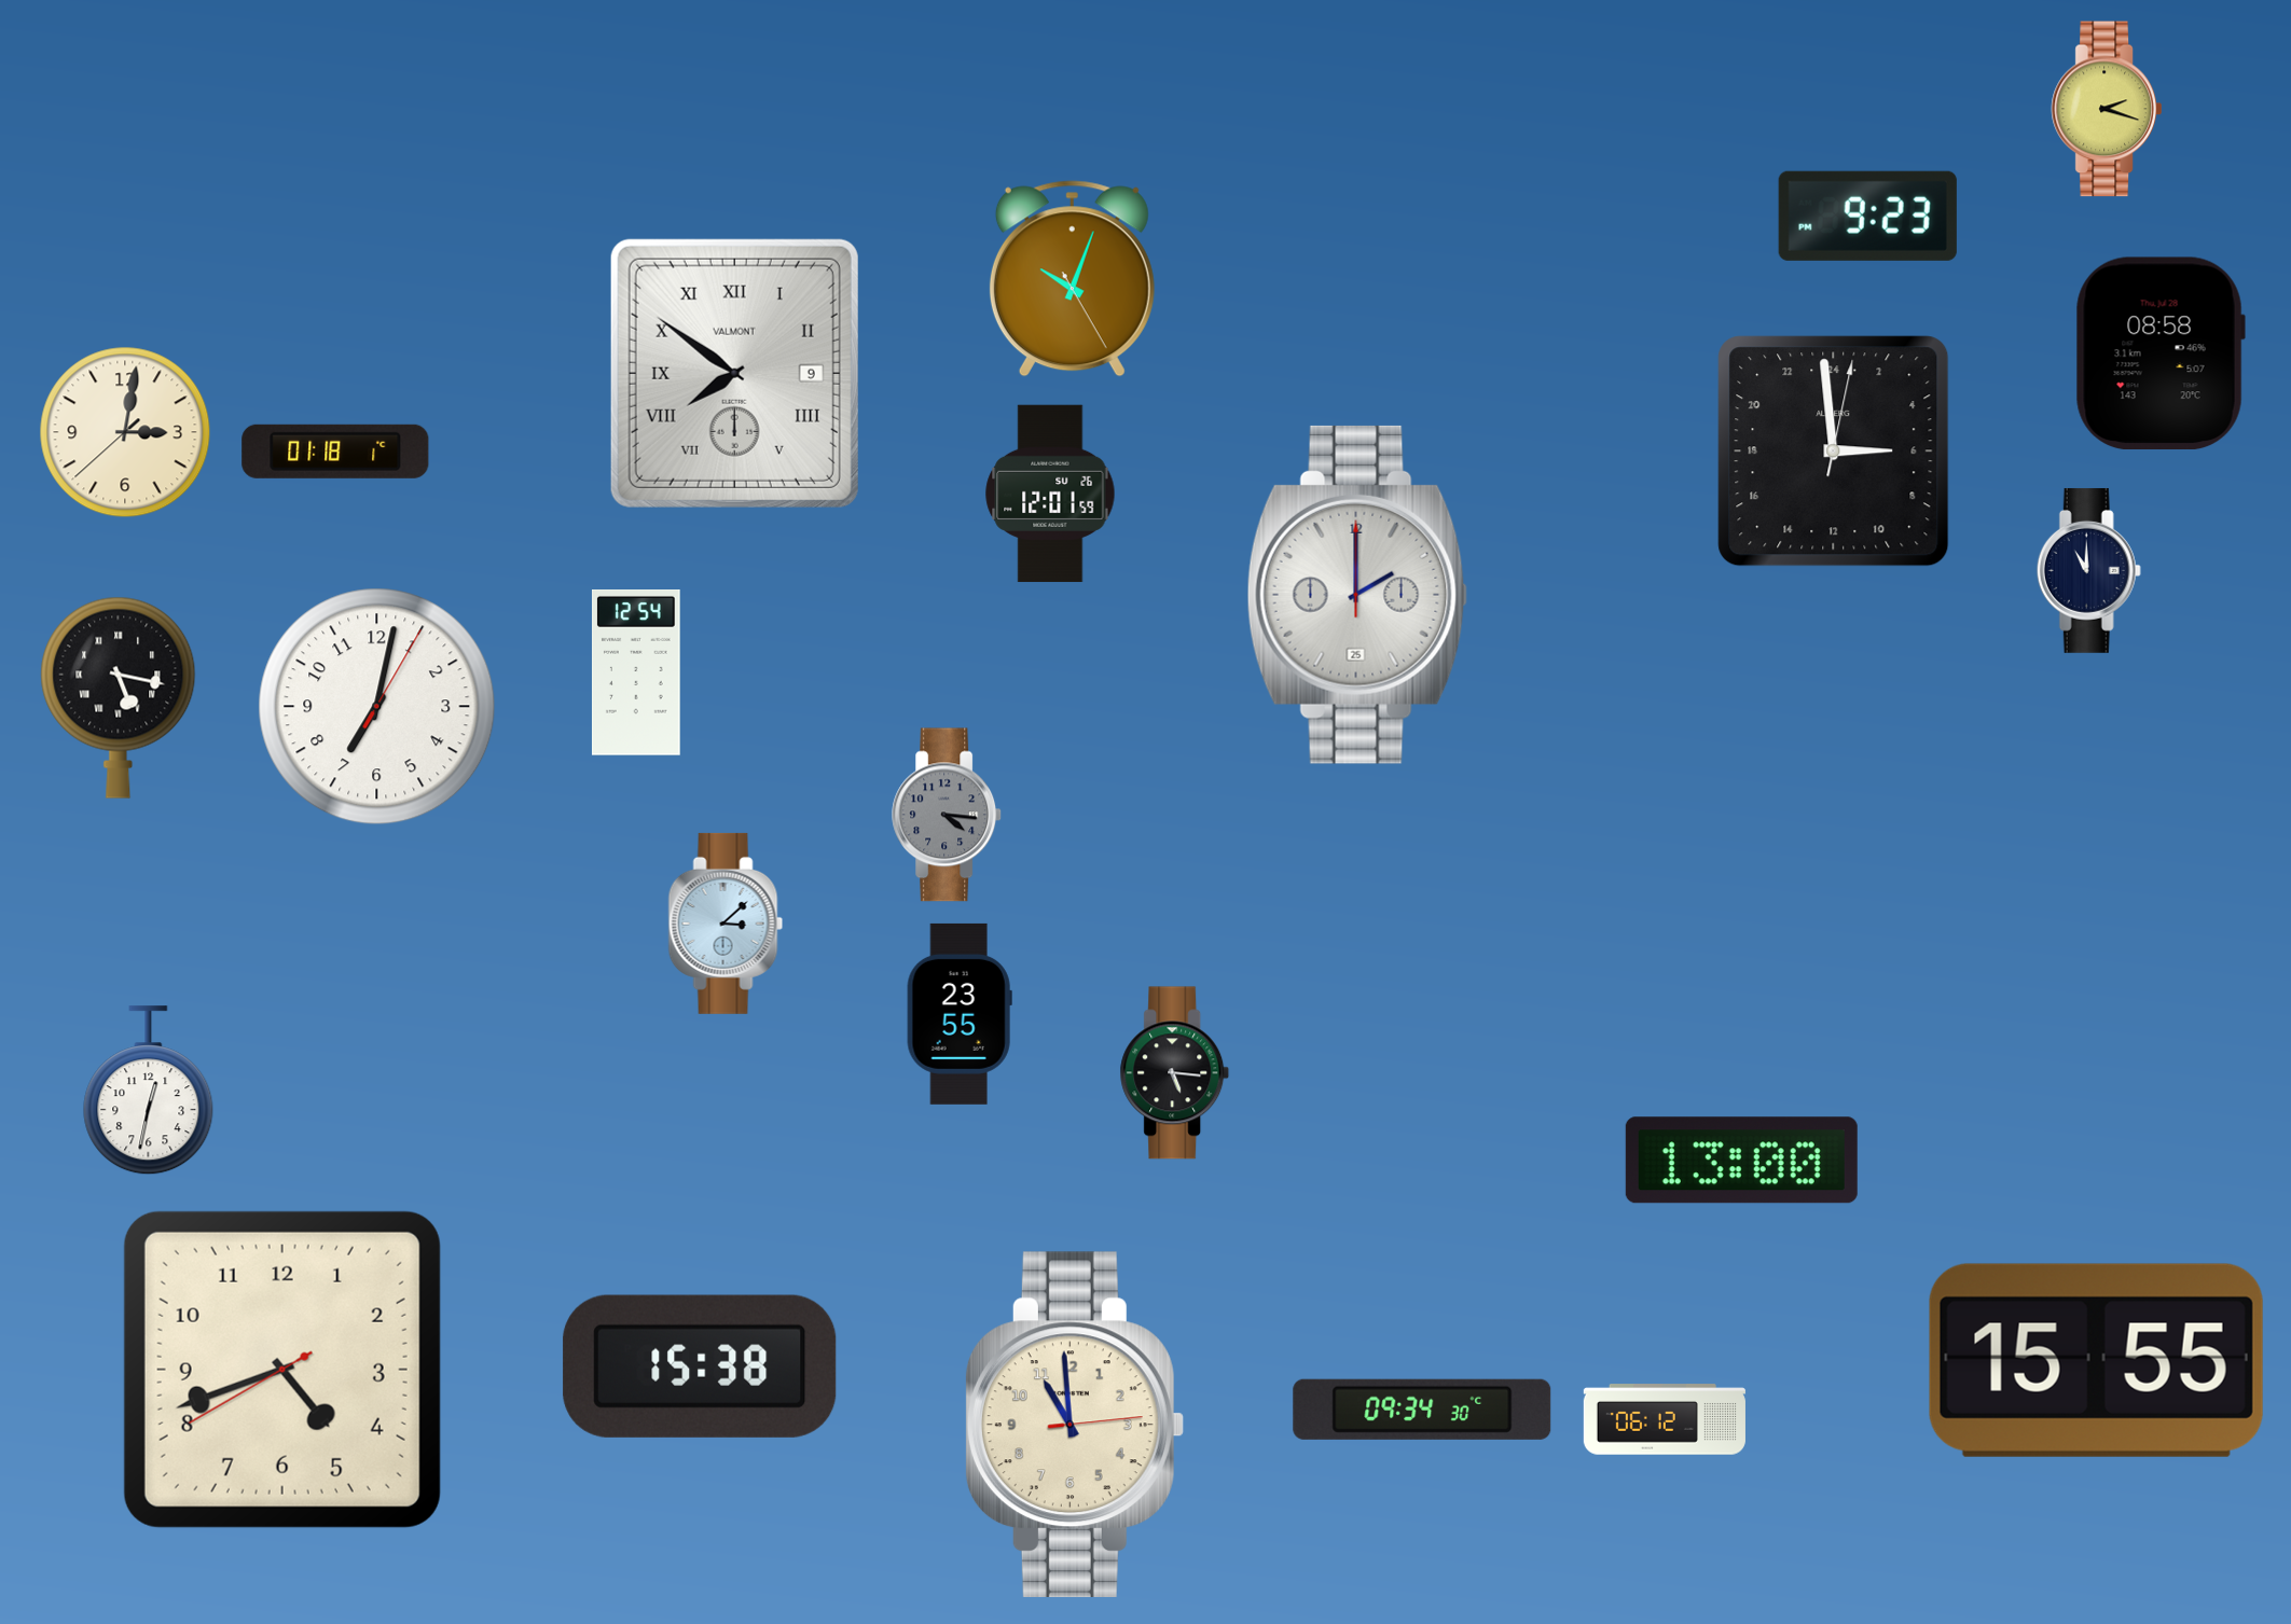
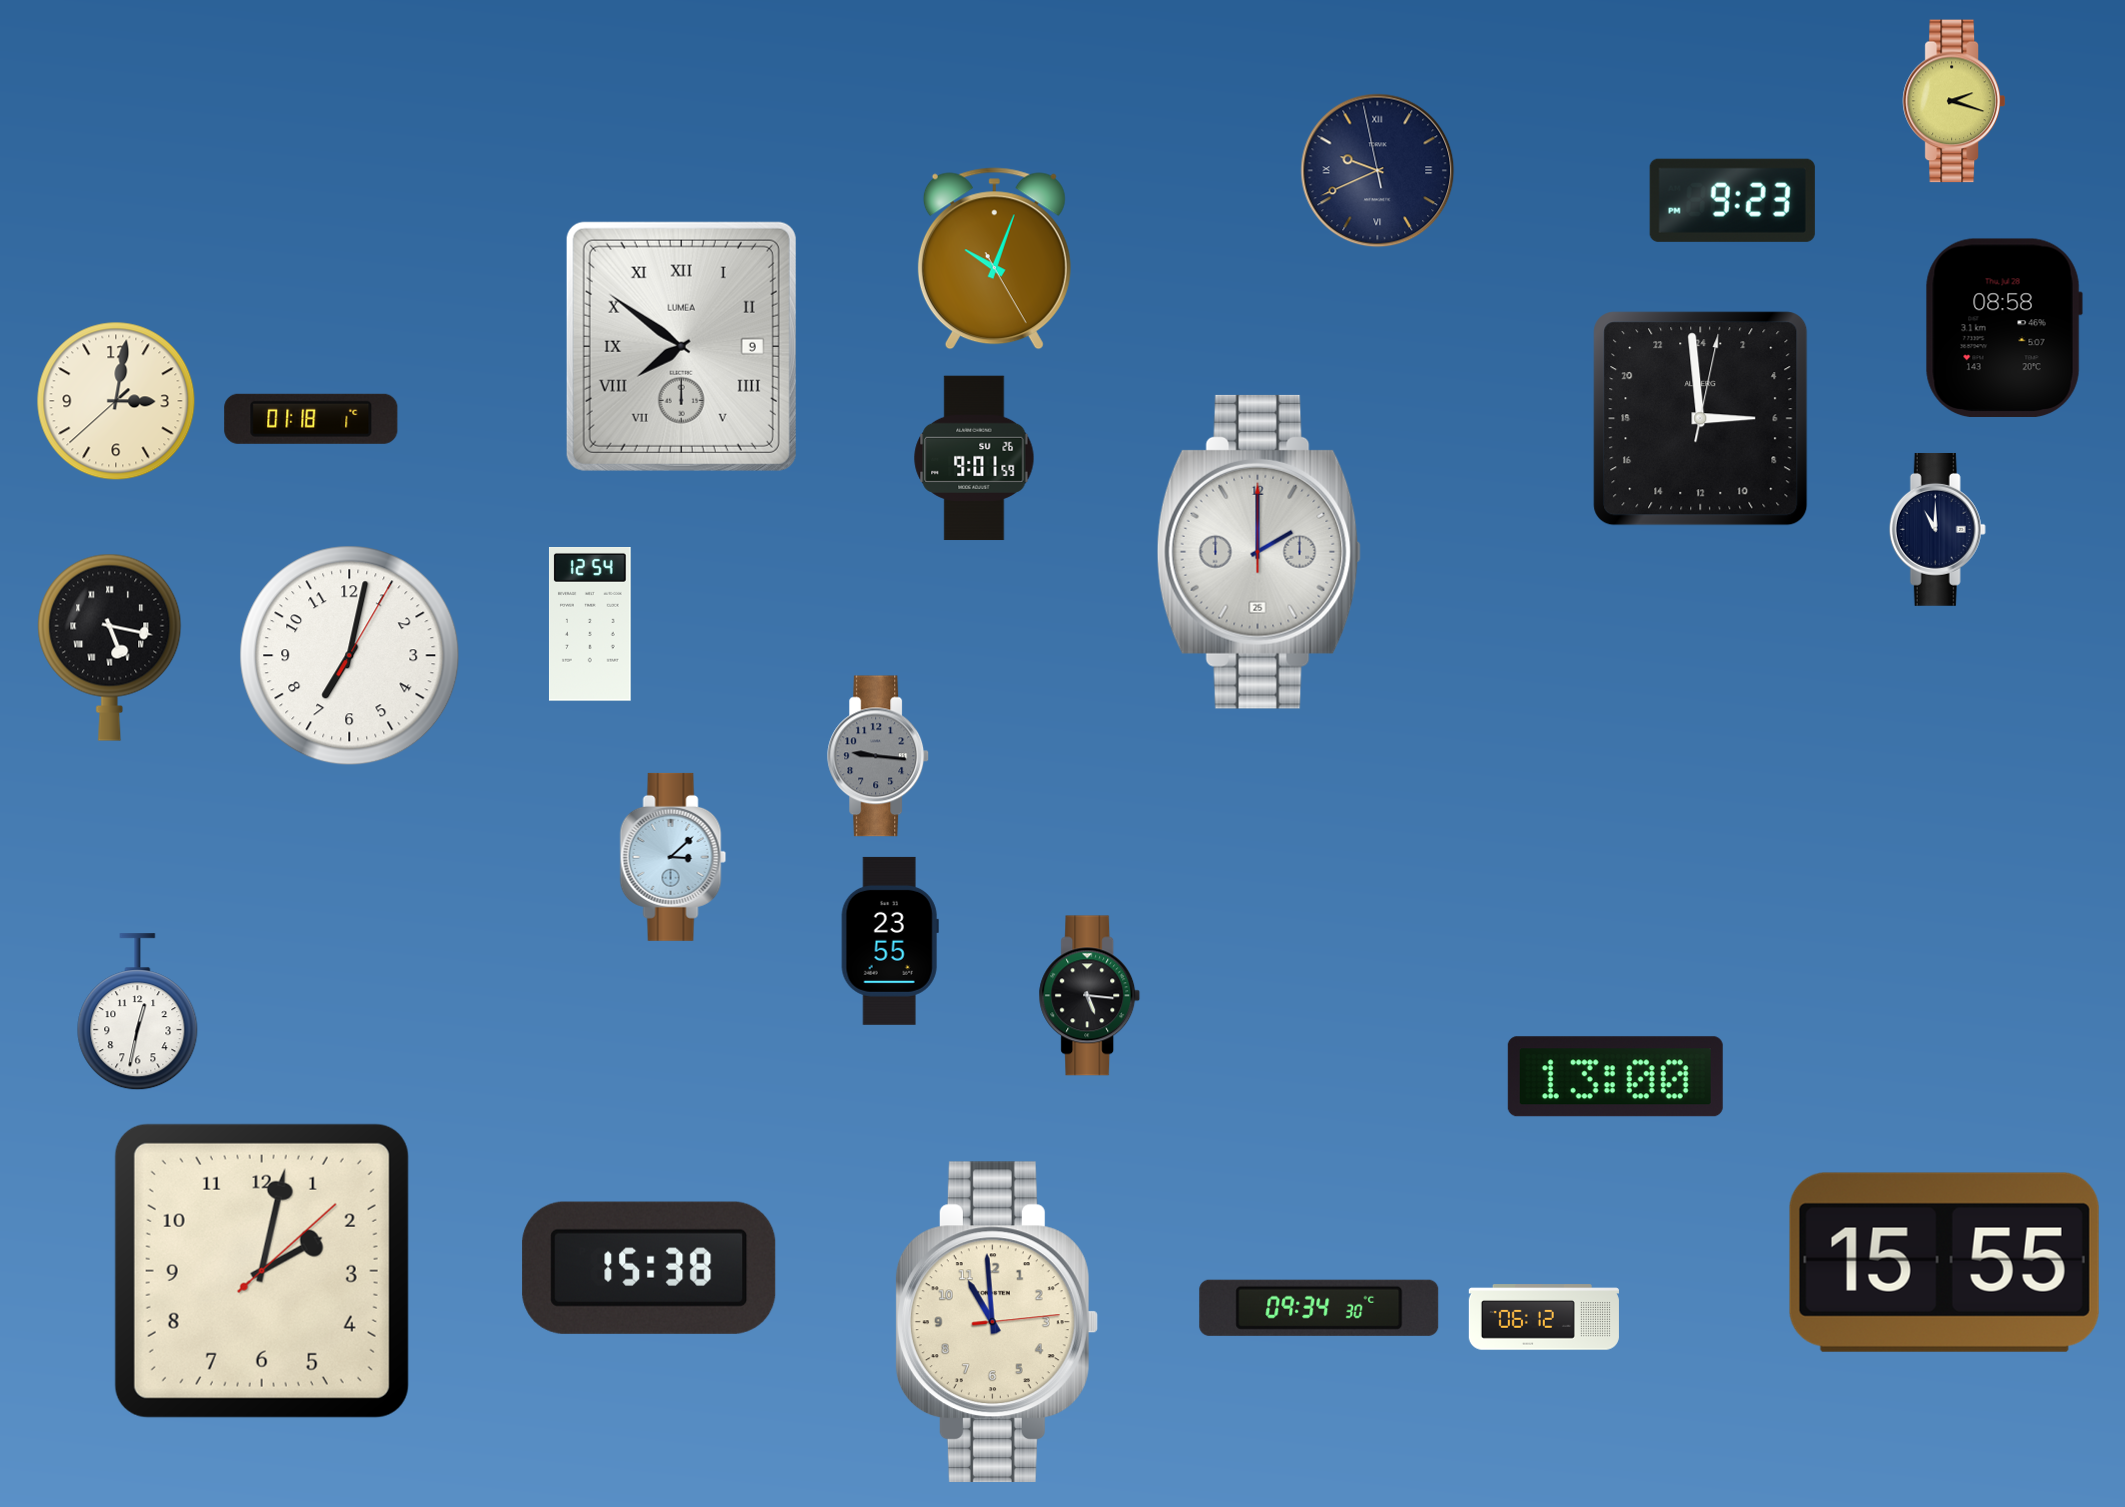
clock at (1378, 171): none -> 9:40
clock at (734, 373) brand: VALMONT -> LUMEA
clock at (1050, 494): 12:01 -> 9:01
clock at (948, 815): 4:16 -> 9:16
clock at (282, 1370): 4:41 -> 2:02
